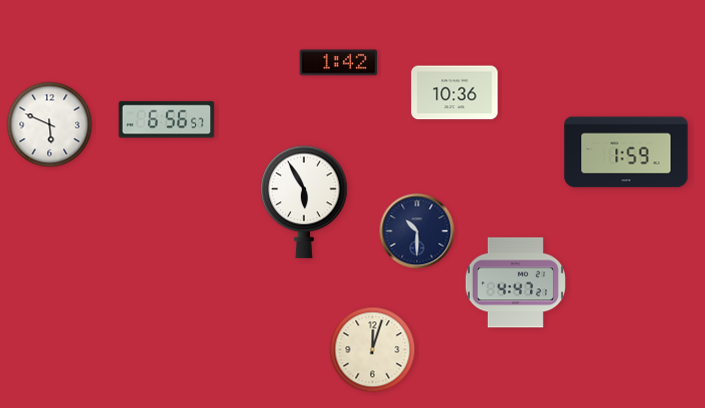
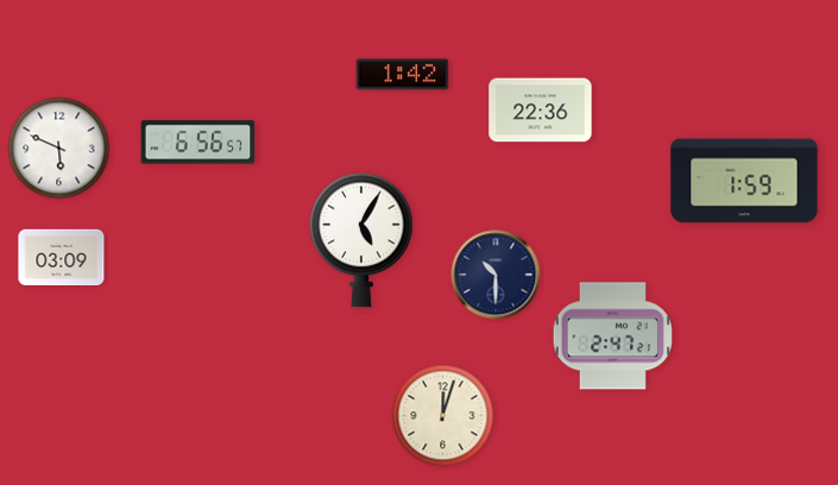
clock at (455, 93): 10:36 -> 22:36
clock at (304, 202): 5:55 -> 5:05
clock at (62, 258): none -> 03:09
clock at (515, 283): 4:47 -> 2:47
